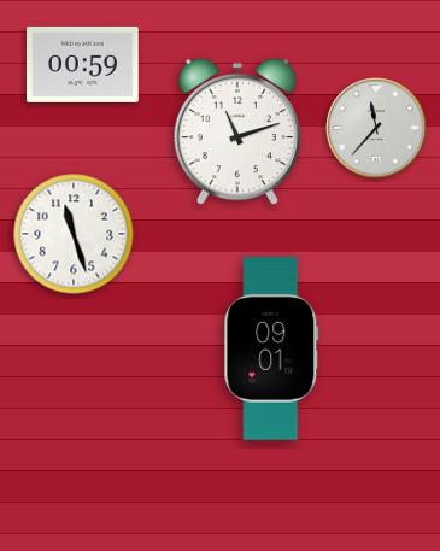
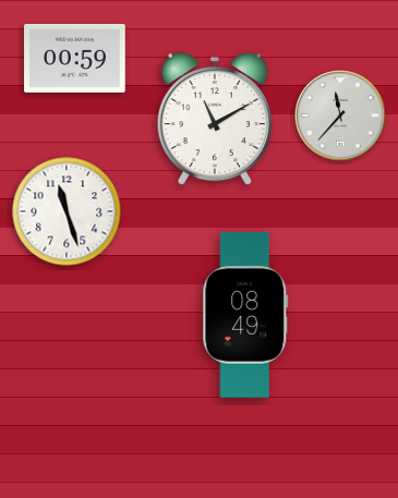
clock at (237, 131): 11:12 -> 11:10
clock at (271, 350): 09:01 -> 08:49
